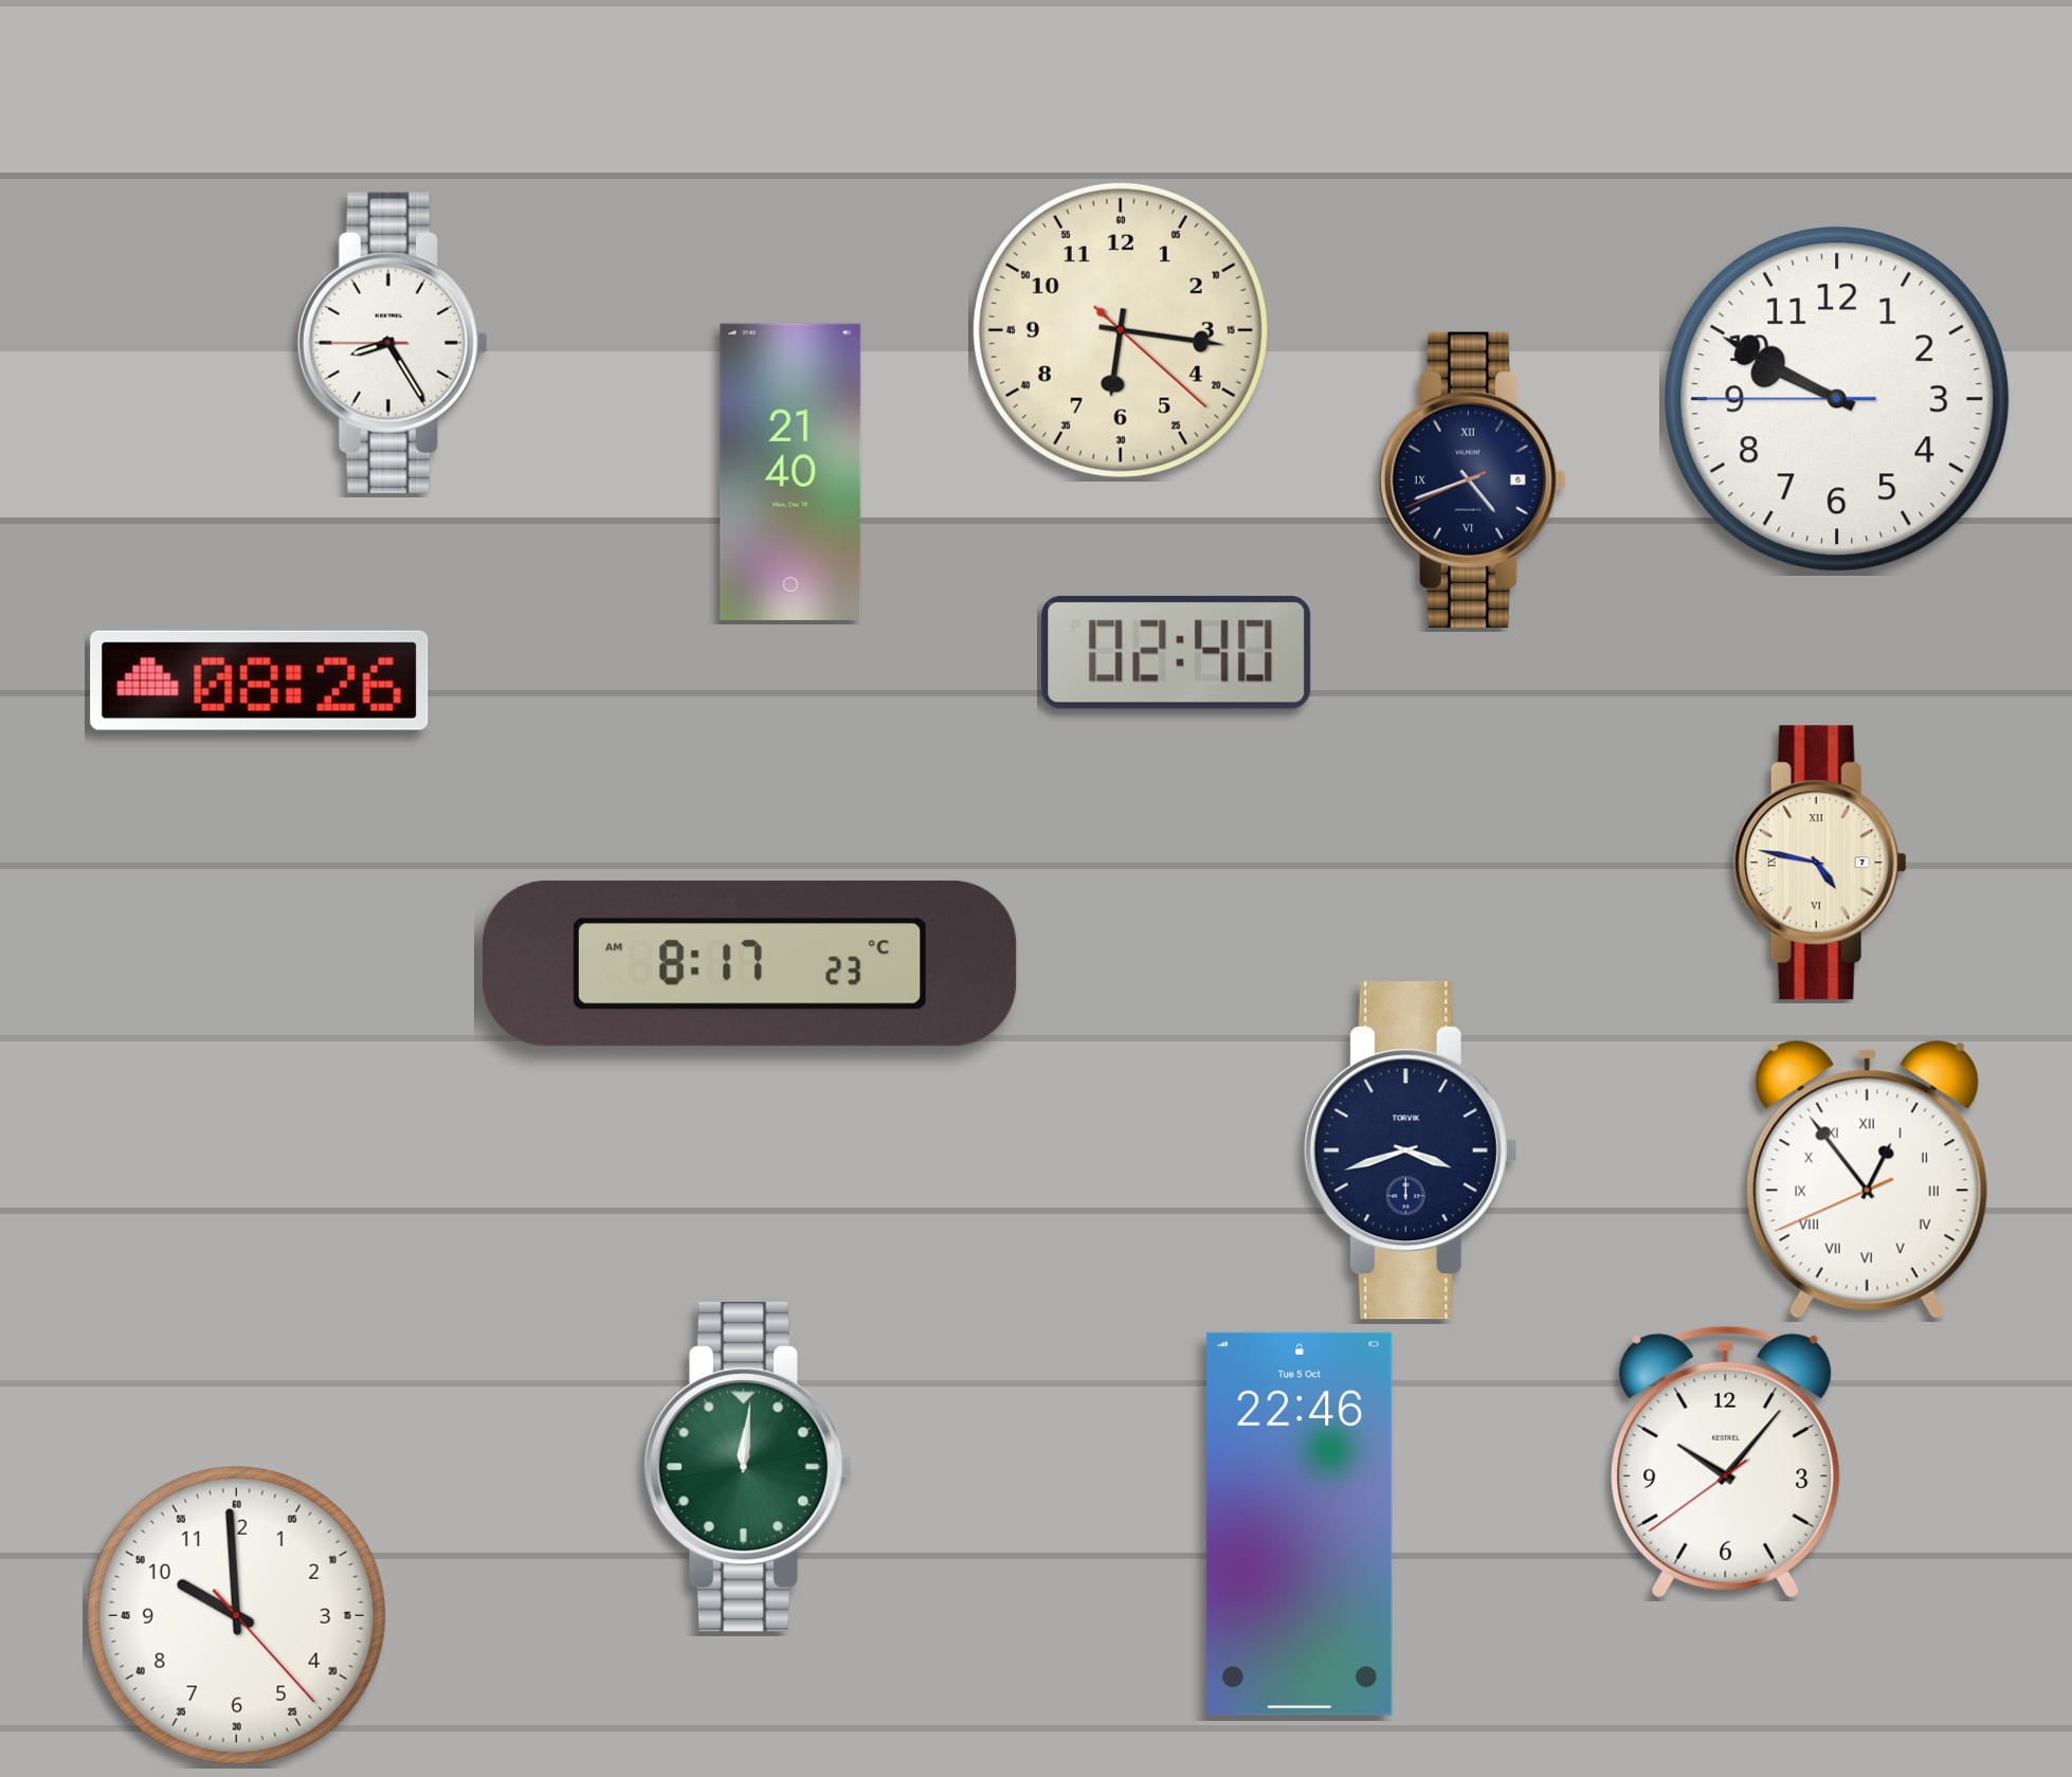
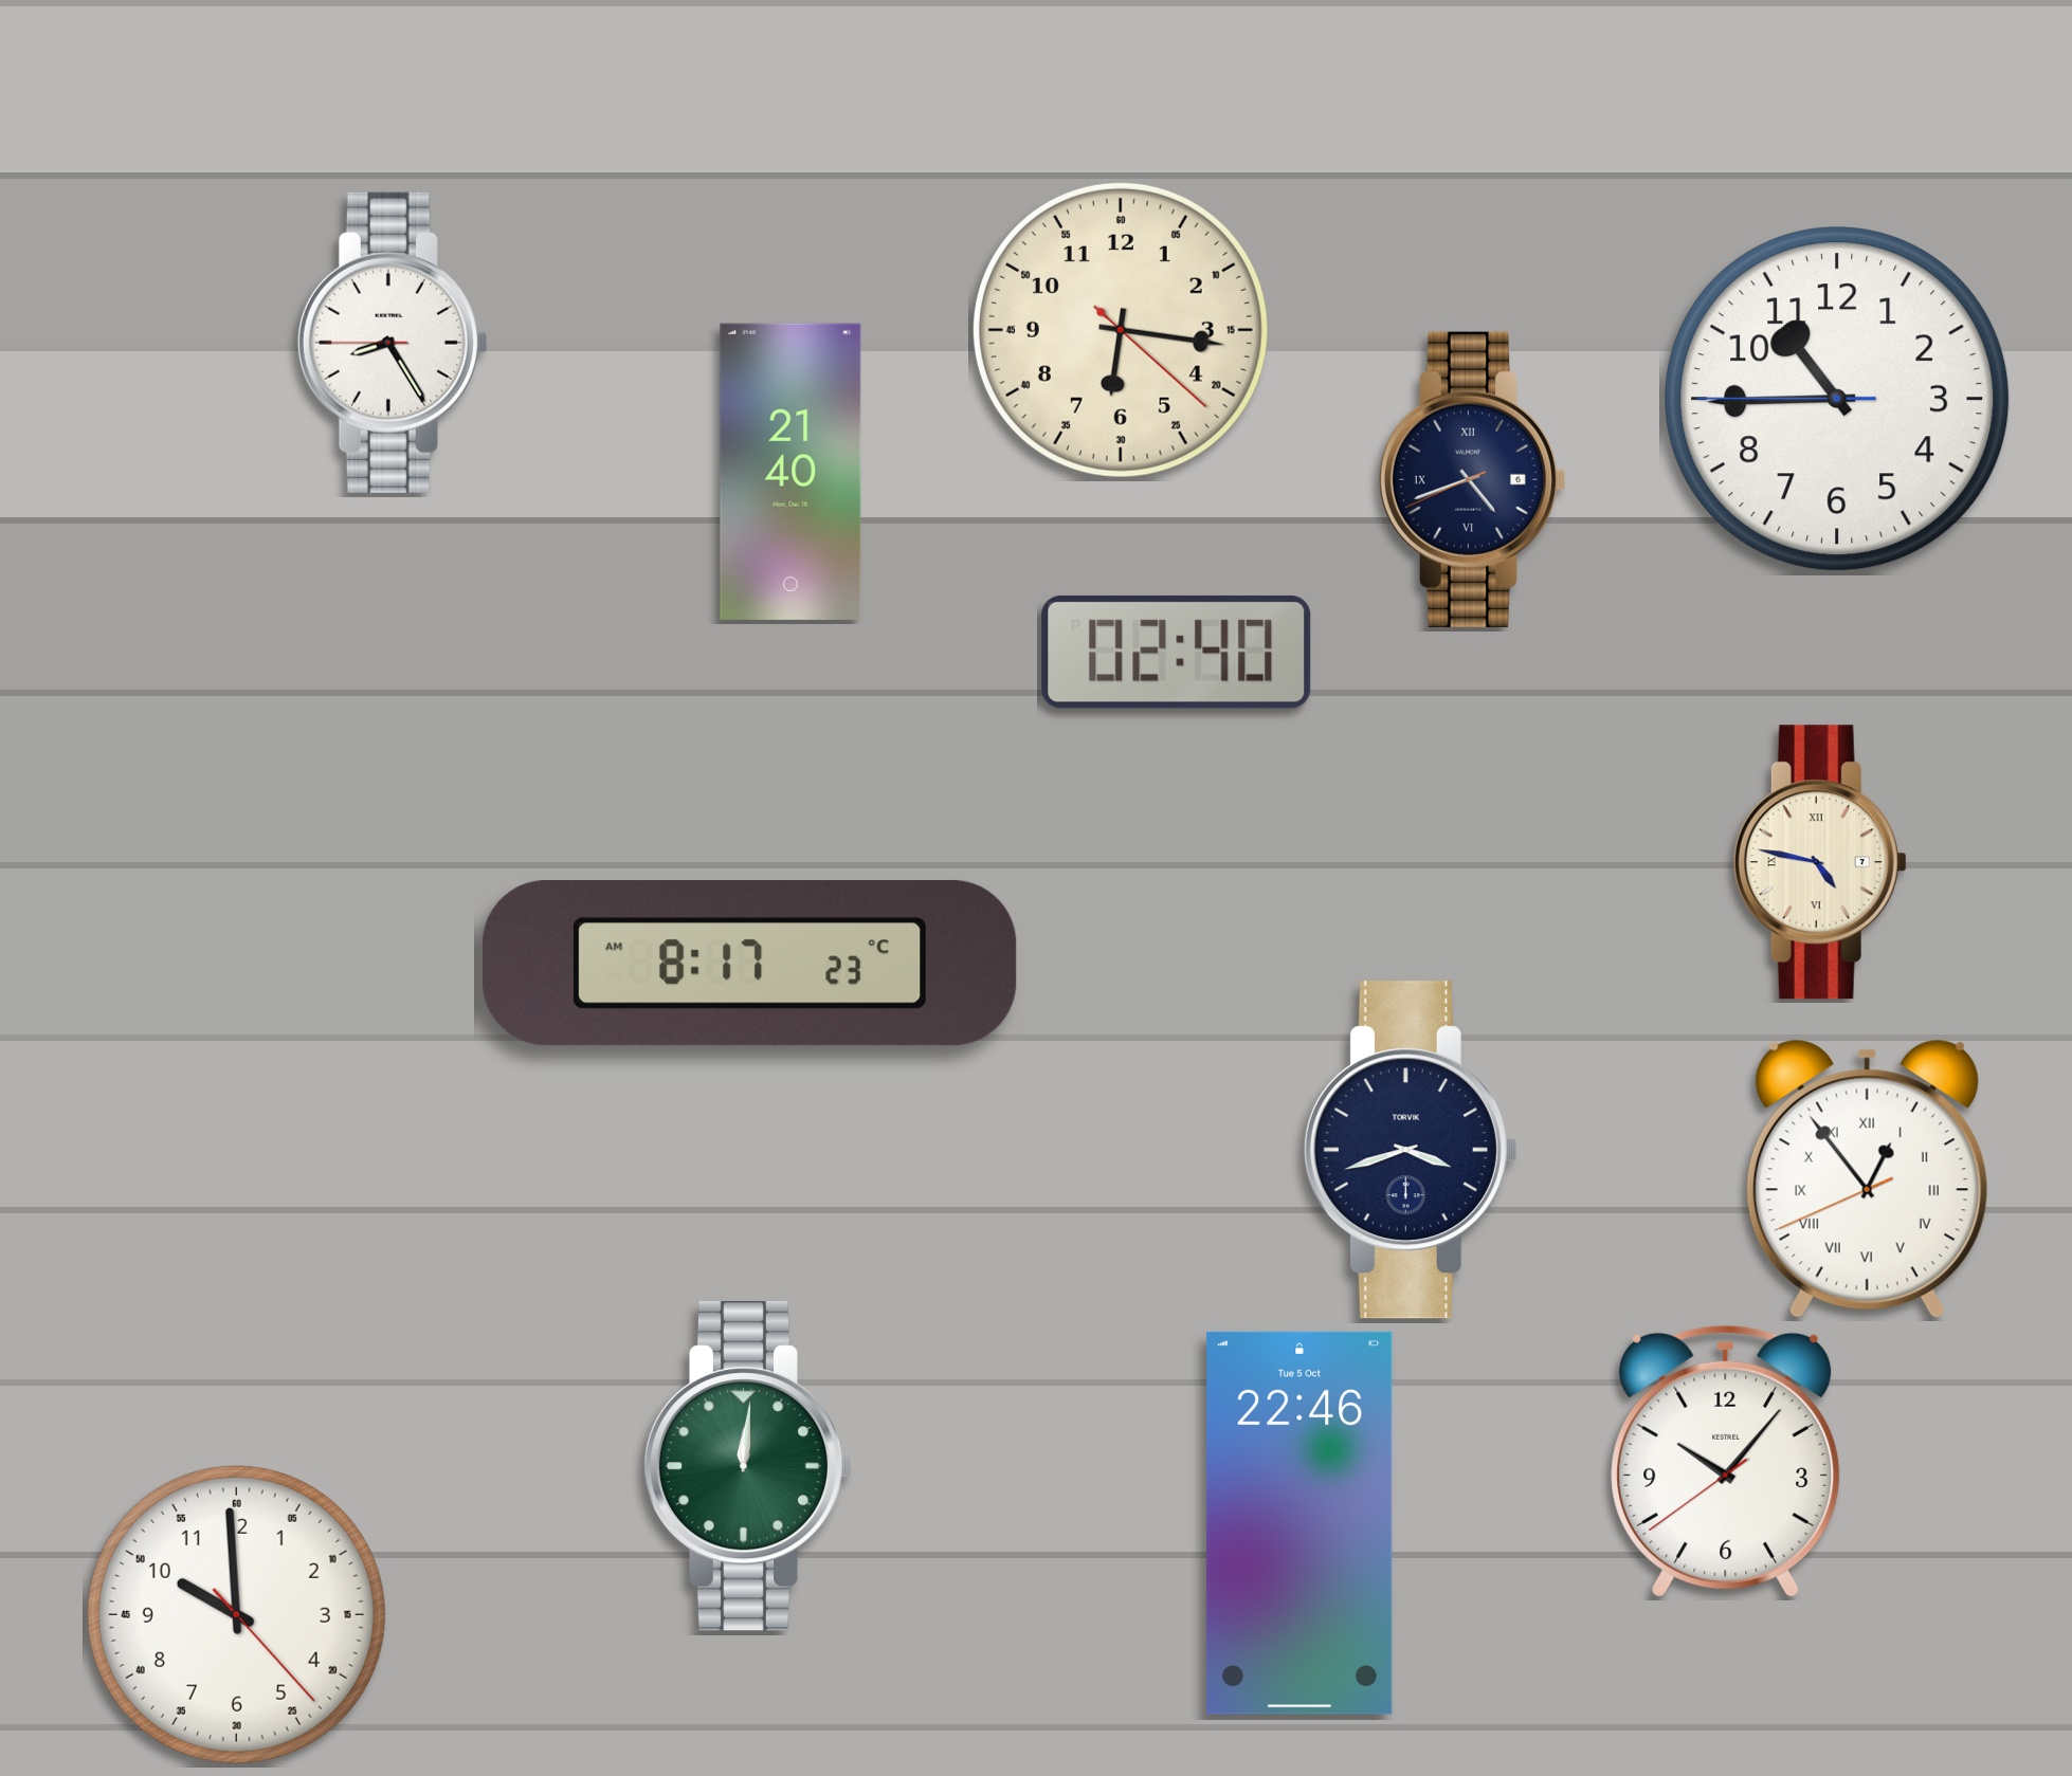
clock at (1837, 399): 9:49 -> 10:44
clock at (259, 681): 08:26 -> none
